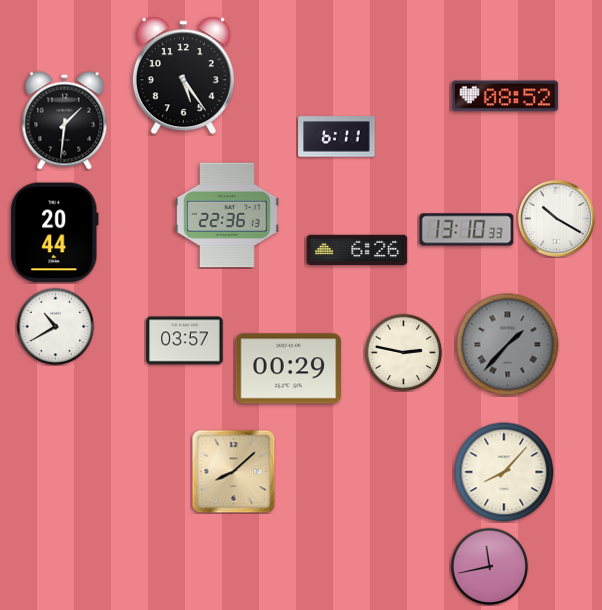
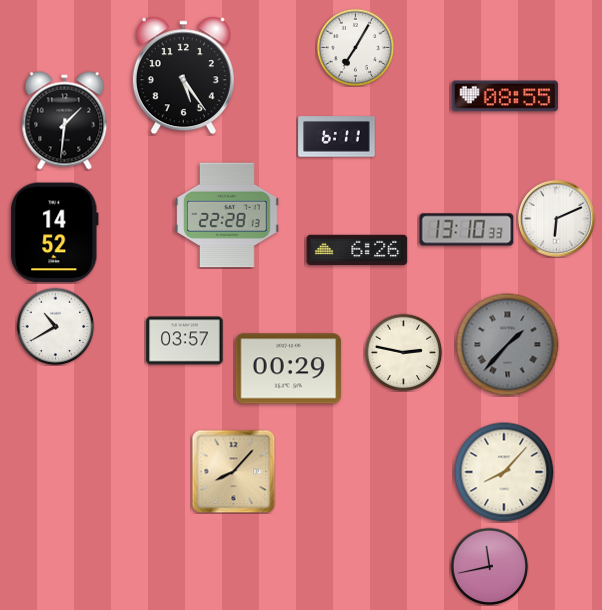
clock at (355, 47): none -> 7:05
clock at (505, 96): 08:52 -> 08:55
clock at (227, 215): 22:36 -> 22:28
clock at (556, 218): 10:20 -> 6:11
clock at (55, 233): 20:44 -> 14:52
clock at (233, 471): 8:08 -> 8:07
